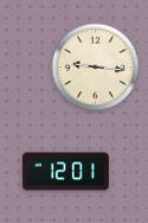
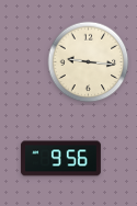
clock at (65, 172): 12:01 -> 9:56
